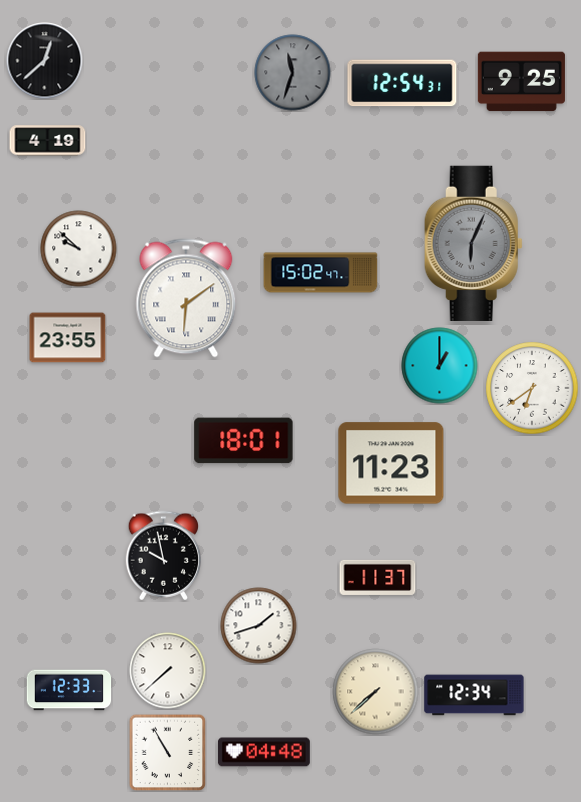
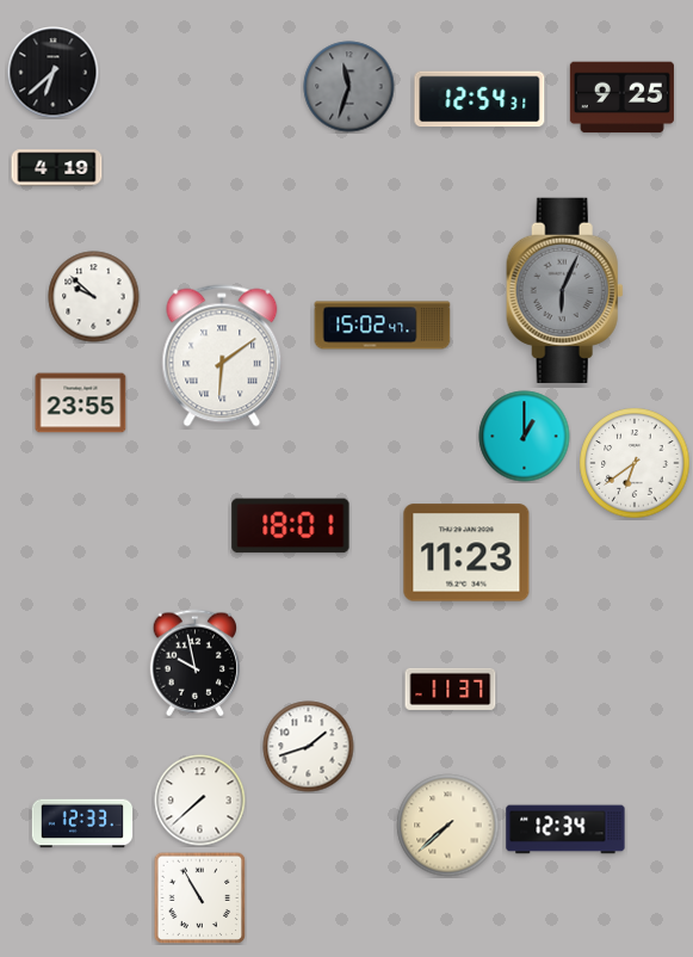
clock at (45, 61): 12:38 -> 6:38
clock at (265, 752): 04:48 -> none
